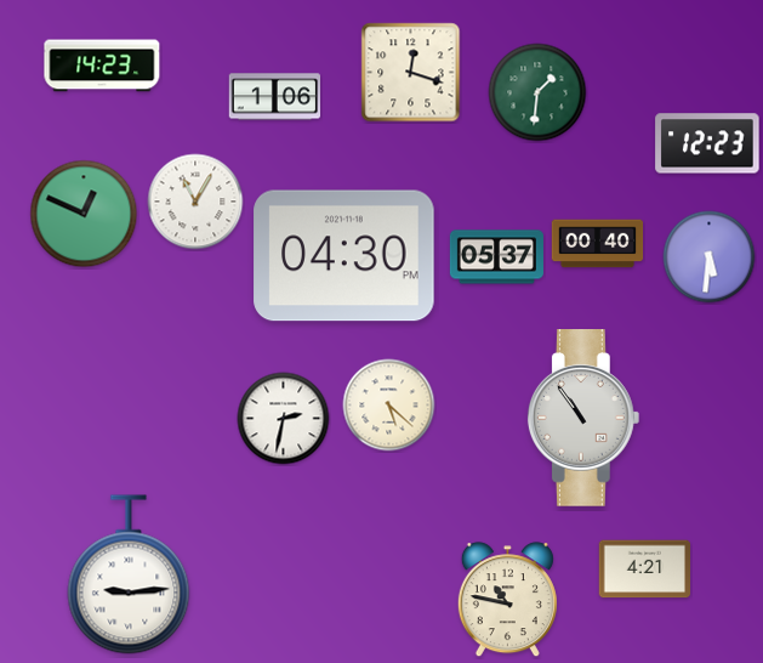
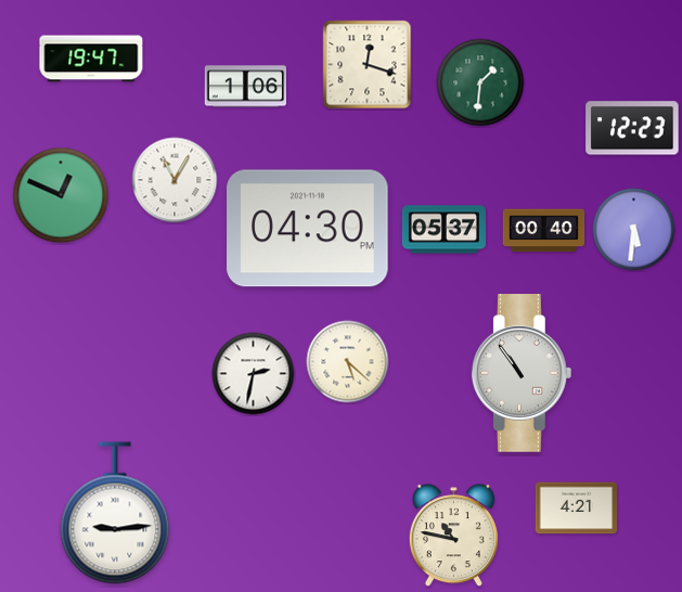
clock at (102, 66): 14:23 -> 19:47
clock at (84, 214) position: (84, 214) -> (61, 195)
clock at (598, 244) position: (598, 244) -> (544, 231)
